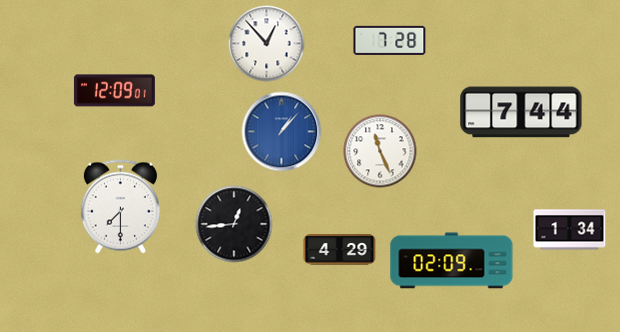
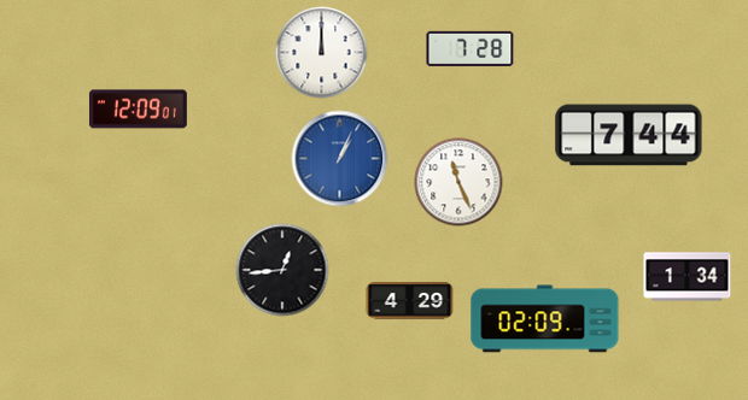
clock at (267, 44): 12:53 -> 12:00
clock at (282, 132): 1:07 -> 1:04
clock at (120, 207): 7:30 -> none
clock at (452, 261) position: (452, 261) -> (545, 319)
